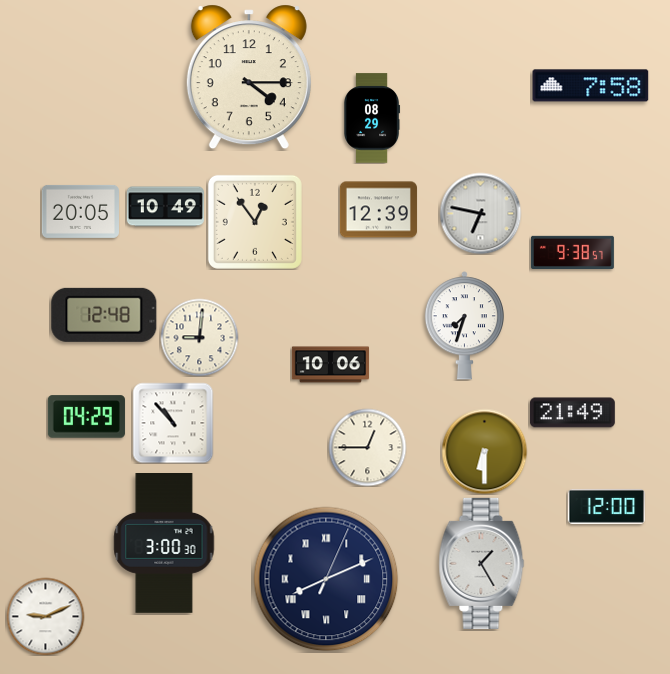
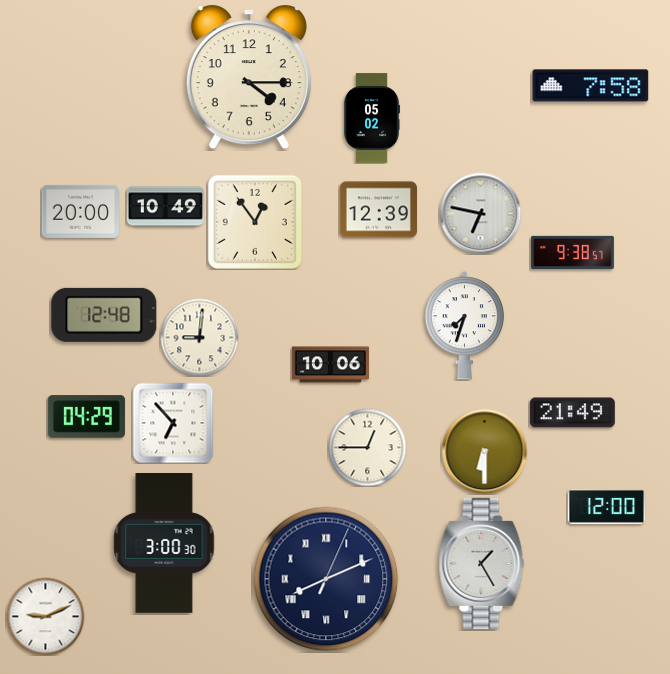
clock at (373, 118): 08:29 -> 05:02
clock at (80, 211): 20:05 -> 20:00
clock at (173, 423): 10:53 -> 6:53
